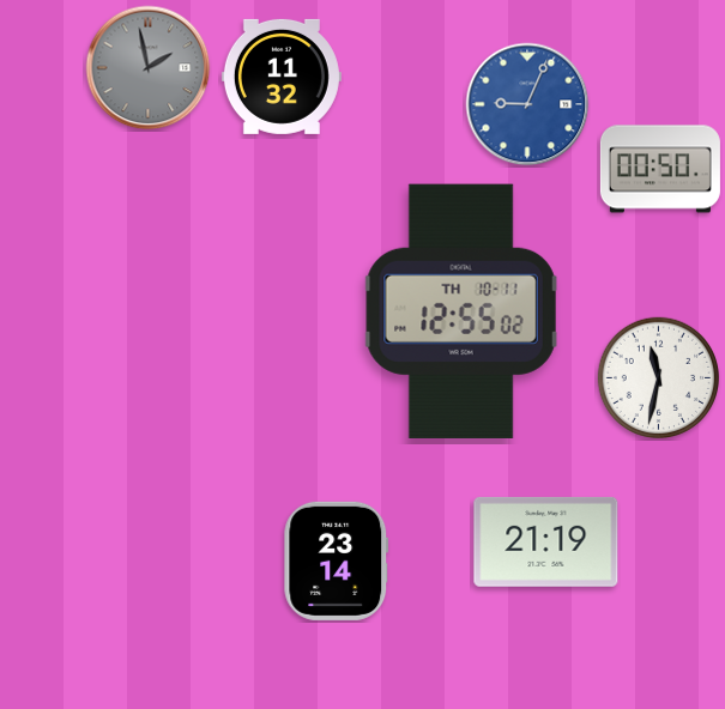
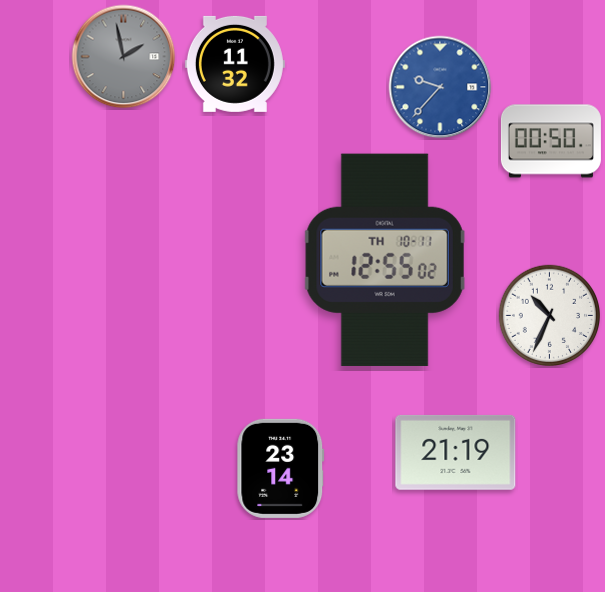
clock at (527, 104): 9:04 -> 9:37
clock at (658, 377): 11:32 -> 10:34
